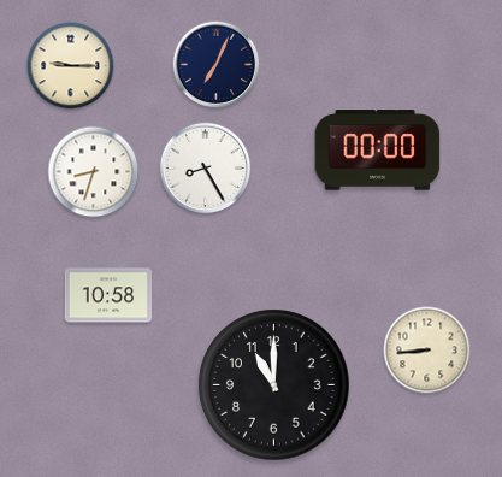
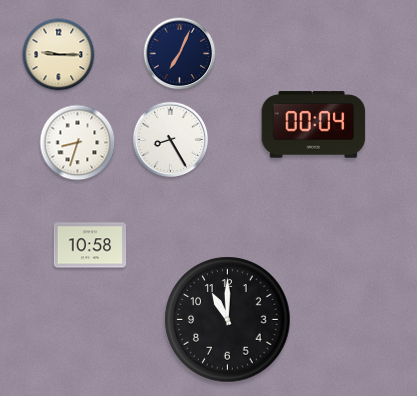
clock at (378, 151): 00:00 -> 00:04
clock at (427, 351): 8:44 -> none
